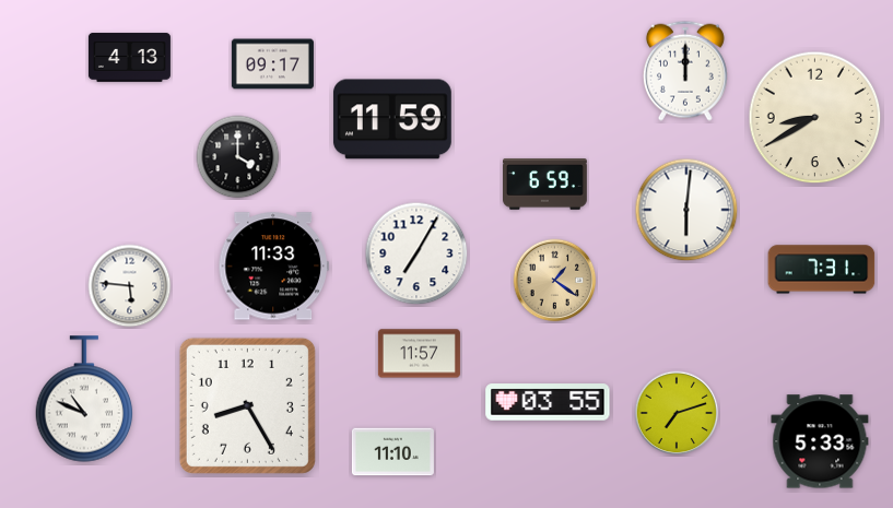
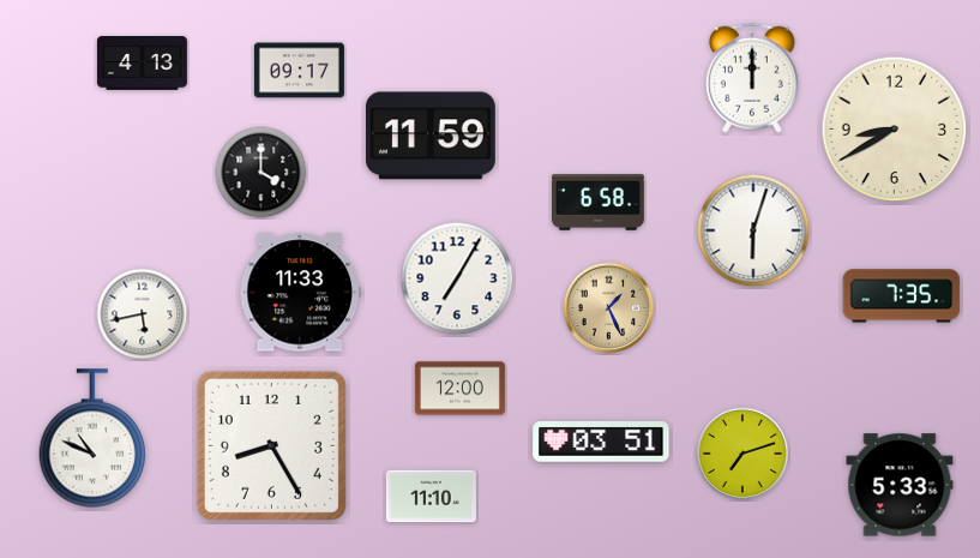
clock at (392, 119) position: (392, 119) -> (431, 136)
clock at (545, 185): 6:59 -> 6:58
clock at (686, 210): 6:01 -> 6:03
clock at (822, 270): 7:31 -> 7:35
clock at (555, 281): 1:21 -> 1:26
clock at (130, 286): 5:46 -> 5:43
clock at (419, 354): 11:57 -> 12:00
clock at (548, 402): 03:55 -> 03:51
